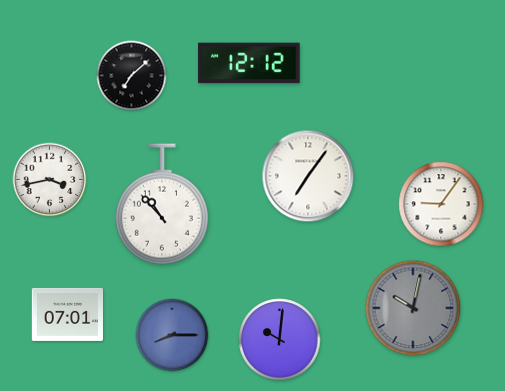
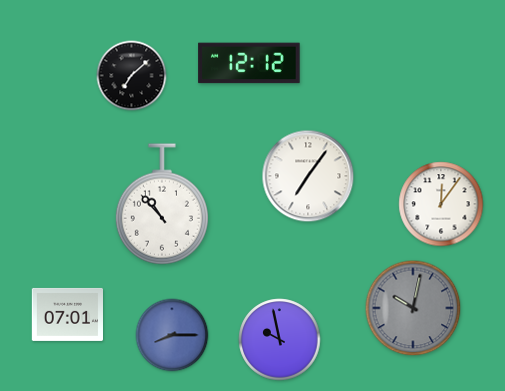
clock at (50, 180): 3:43 -> none
clock at (441, 204): 9:06 -> 12:06
clock at (280, 340): 10:01 -> 9:58
